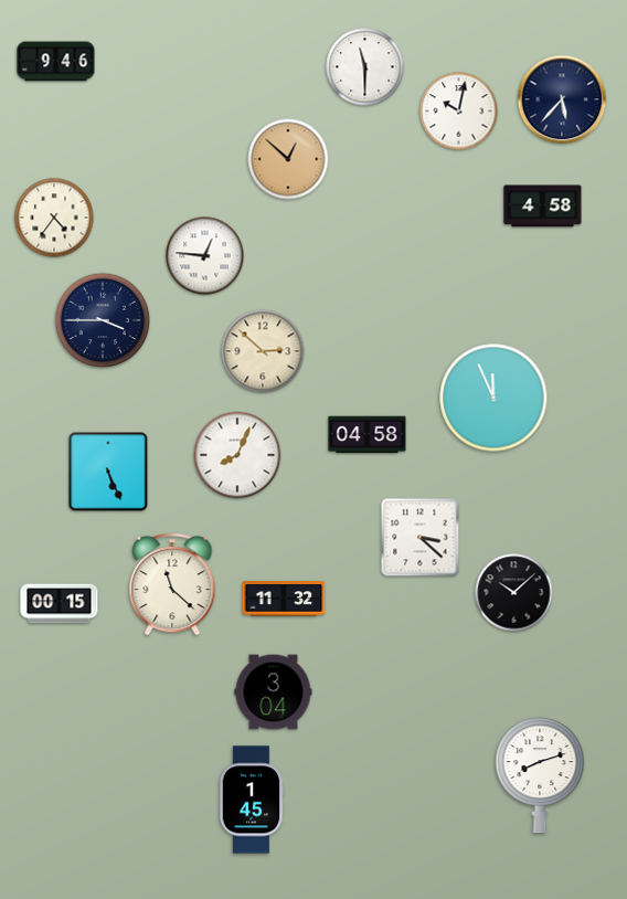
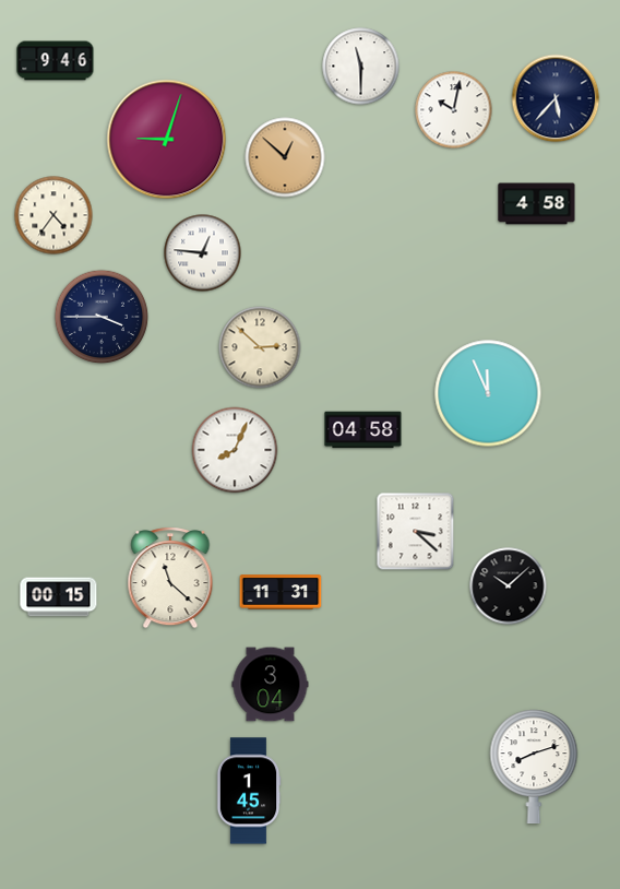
clock at (167, 140): none -> 9:03
clock at (108, 472): 5:26 -> none
clock at (284, 599): 11:32 -> 11:31
